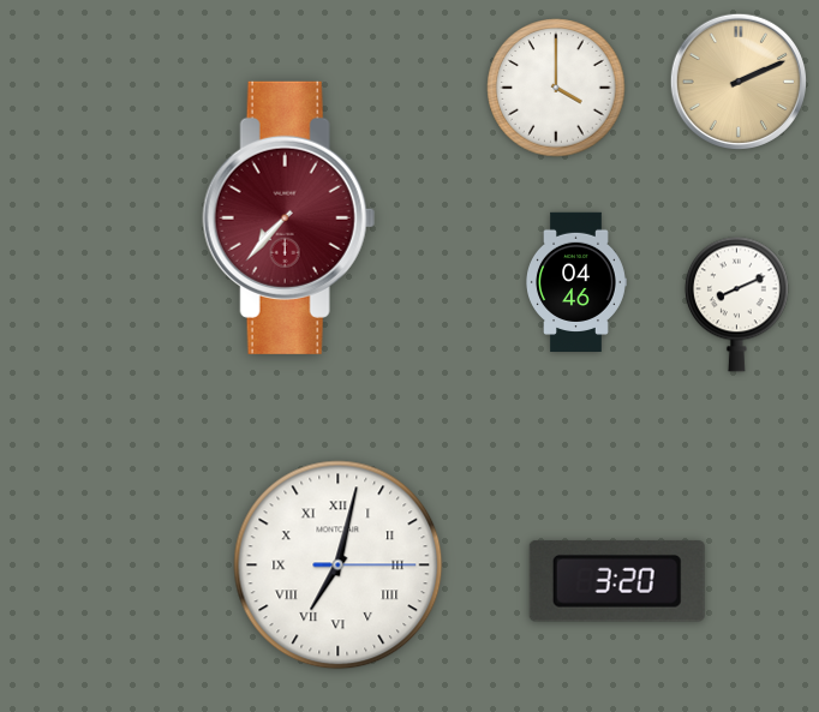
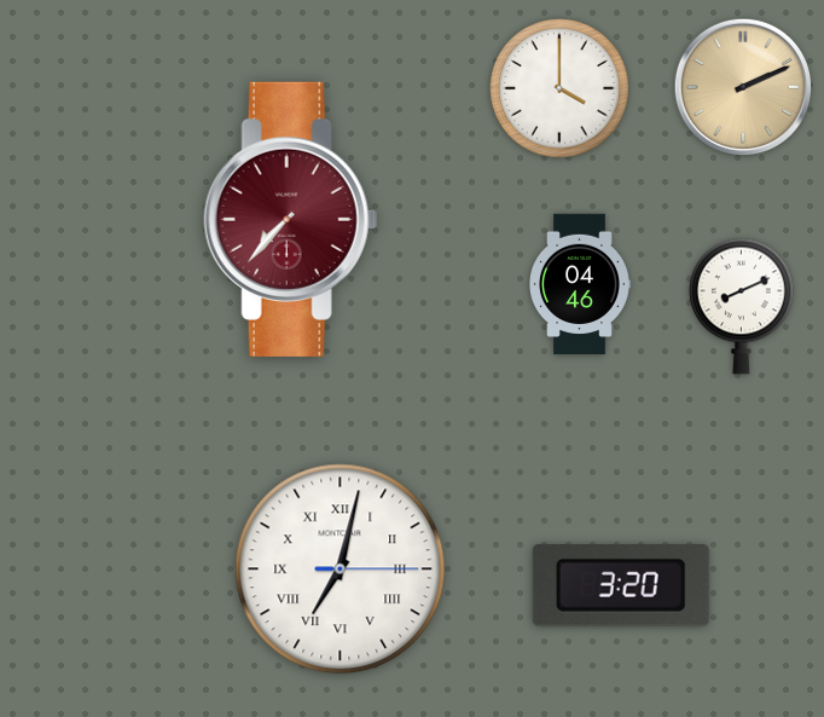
clock at (737, 80) position: (737, 80) -> (742, 86)
